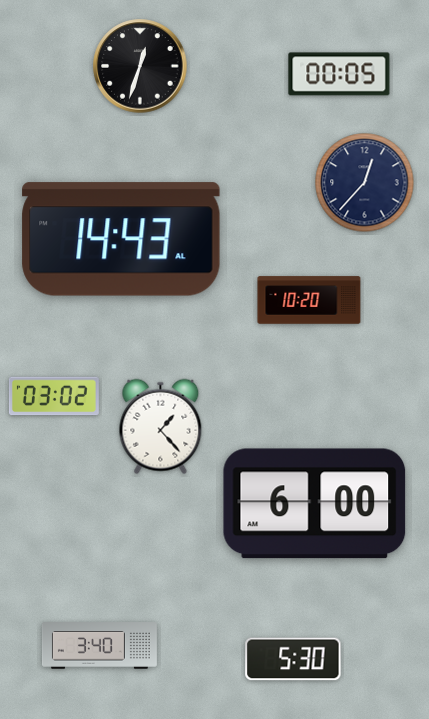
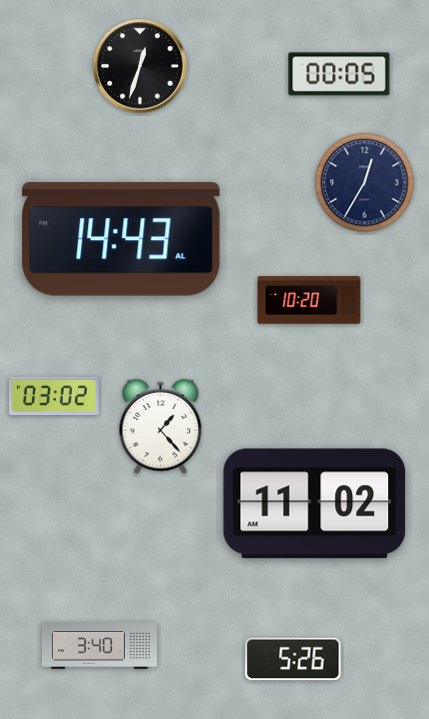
clock at (365, 183): 12:37 -> 12:35
clock at (315, 504): 6:00 -> 11:02
clock at (293, 659): 5:30 -> 5:26
